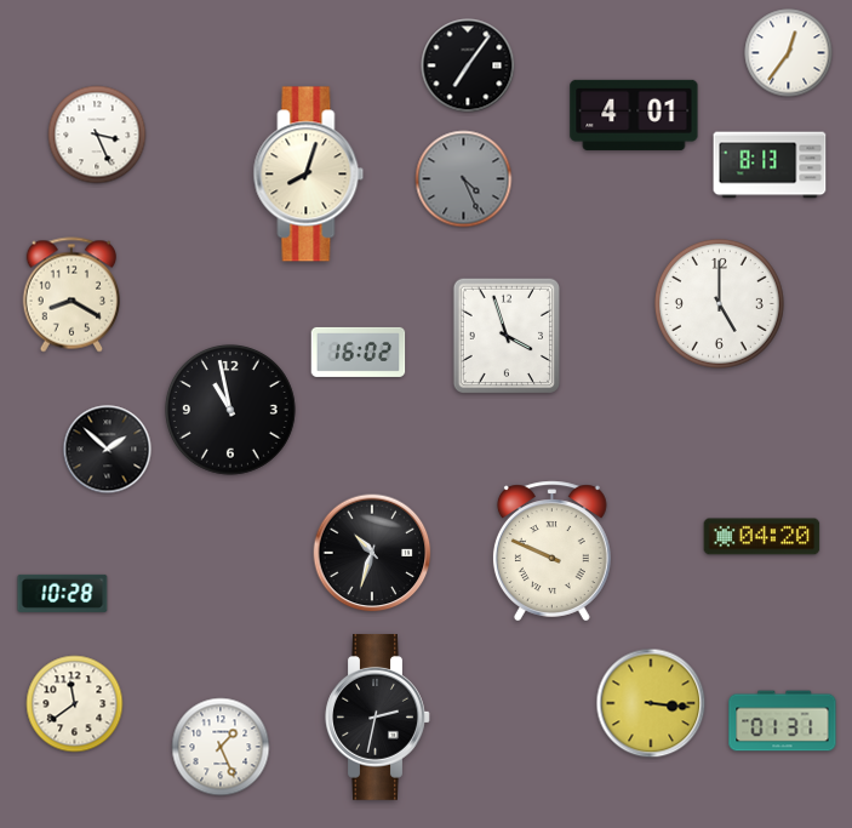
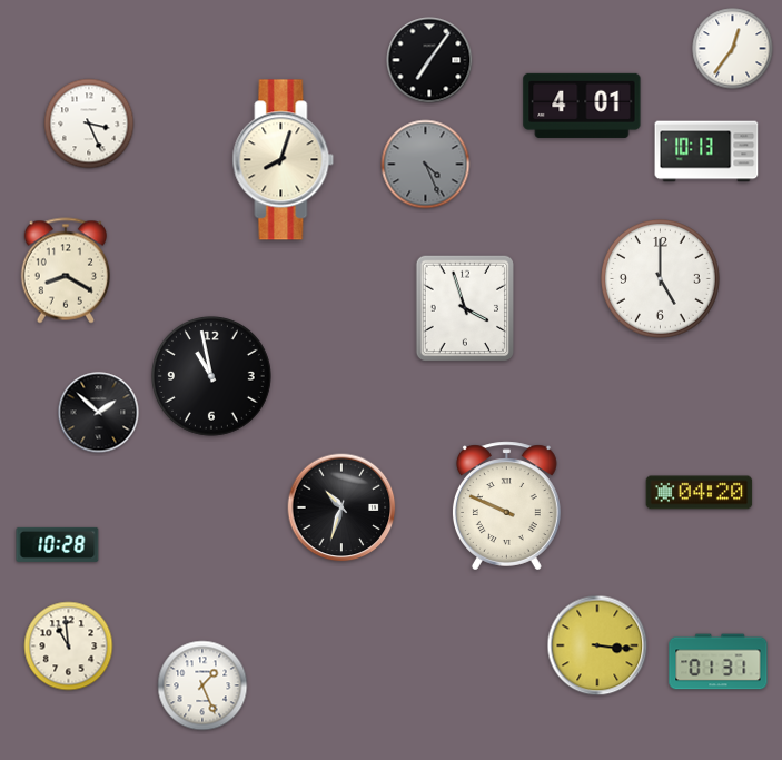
clock at (789, 53) position: (789, 53) -> (733, 49)
clock at (770, 165): 8:13 -> 10:13
clock at (359, 352): 16:02 -> none
clock at (75, 704): 11:39 -> 10:59
clock at (378, 716): 2:32 -> none
